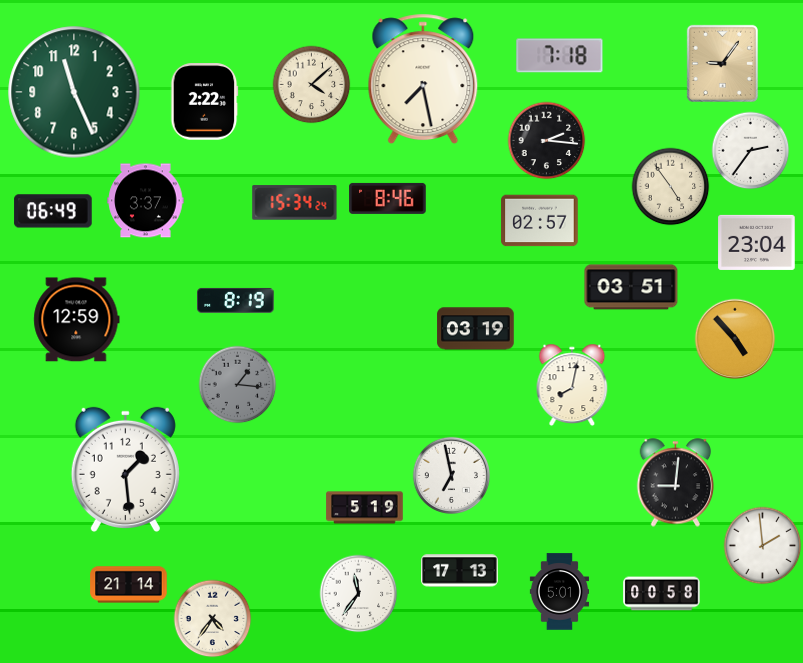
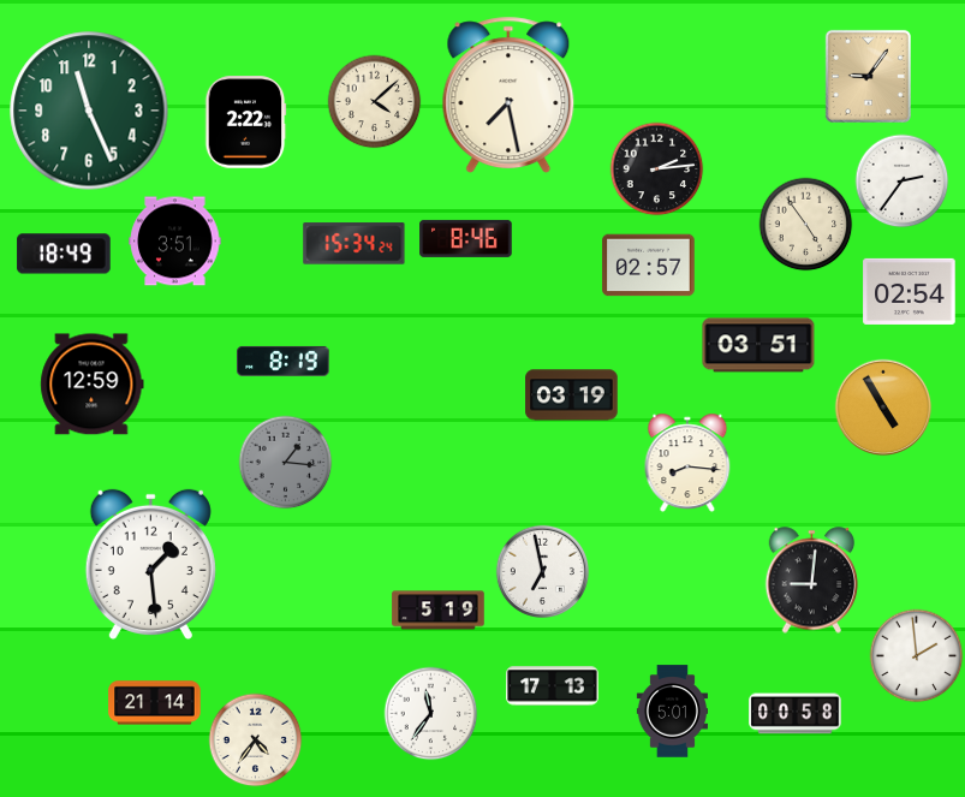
clock at (560, 56): 7:18 -> none
clock at (546, 140): 2:16 -> 2:14
clock at (146, 201): 3:37 -> 3:51
clock at (53, 211): 06:49 -> 18:49
clock at (757, 242): 23:04 -> 02:54
clock at (735, 339): 4:53 -> 4:55
clock at (572, 385): 8:02 -> 8:16
clock at (212, 618) position: (212, 618) -> (255, 739)
